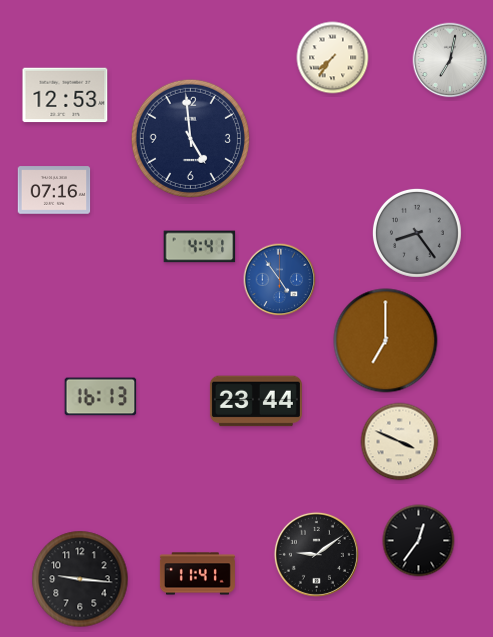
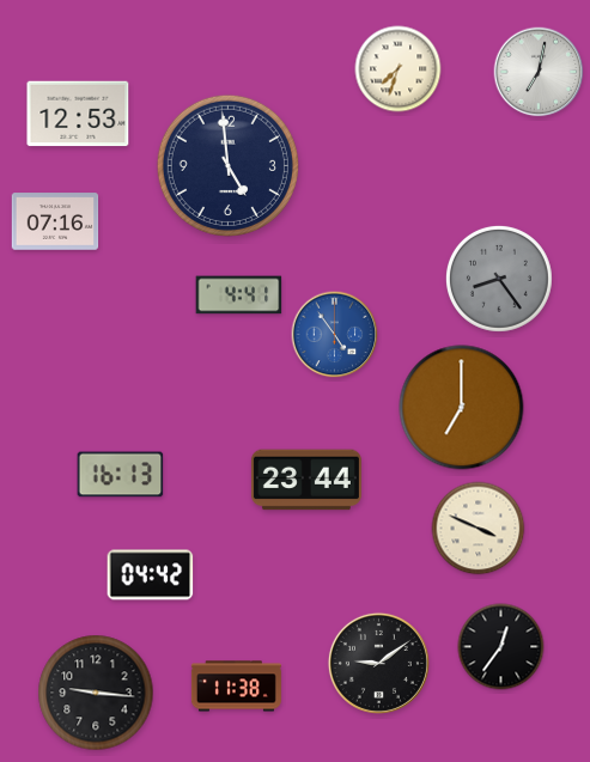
clock at (333, 58): 7:36 -> 7:33
clock at (54, 190) position: (54, 190) -> (55, 221)
clock at (151, 575): none -> 04:42
clock at (197, 574): 11:41 -> 11:38
